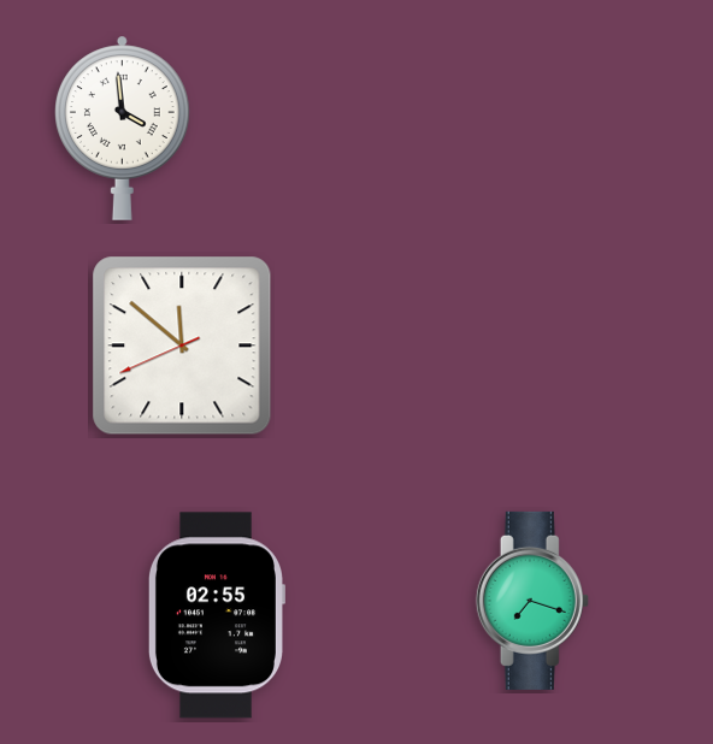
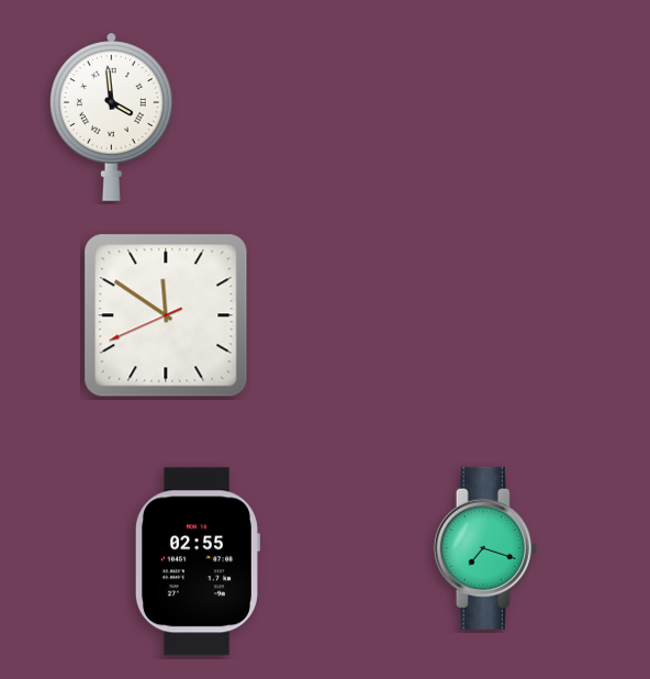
clock at (182, 346): 11:51 -> 11:50
